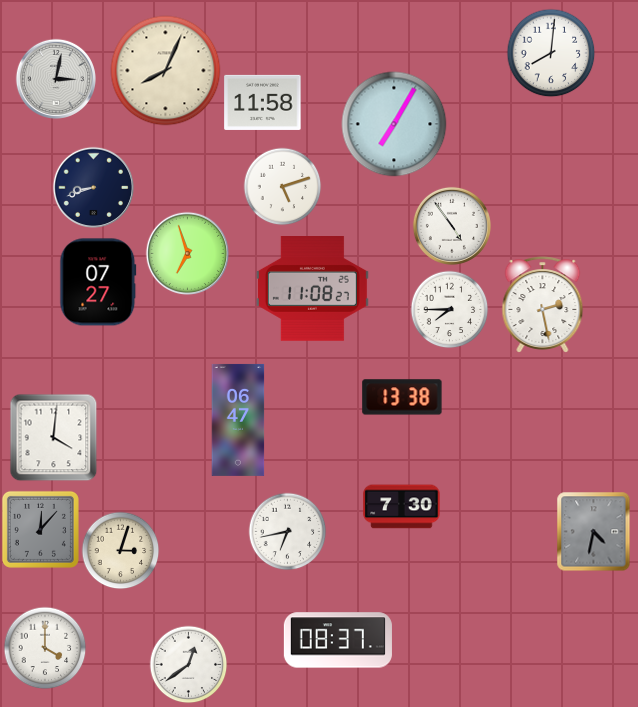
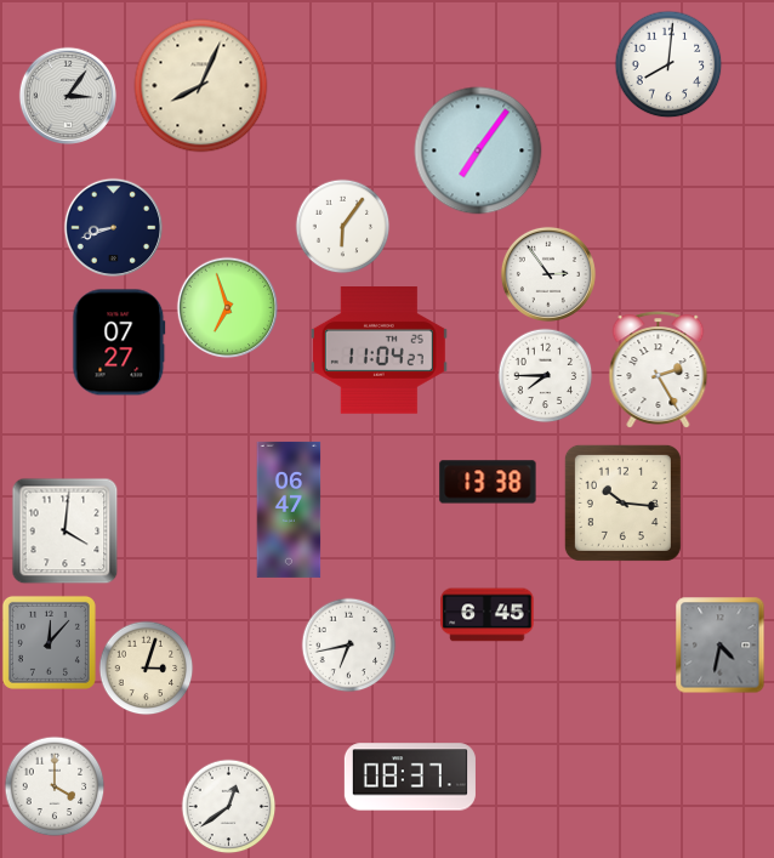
clock at (56, 79): 3:02 -> 3:06
clock at (263, 102): 11:58 -> none
clock at (394, 124): 7:05 -> 7:06
clock at (282, 186): 5:12 -> 6:06
clock at (452, 226): 4:54 -> 2:54
clock at (312, 289): 11:08 -> 11:04
clock at (543, 305): 2:28 -> 2:25
clock at (622, 502): none -> 10:16
clock at (402, 507): 7:30 -> 6:45
